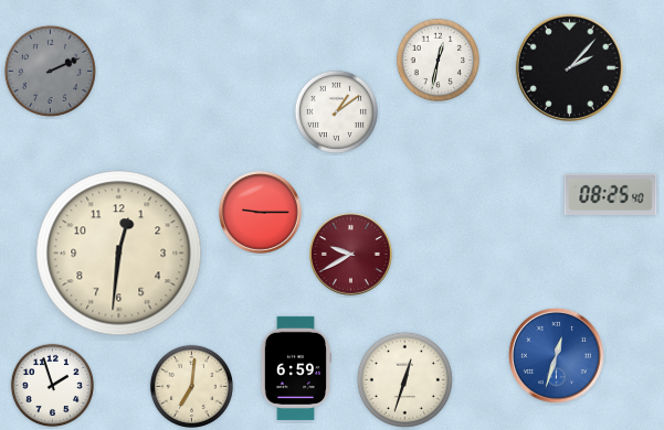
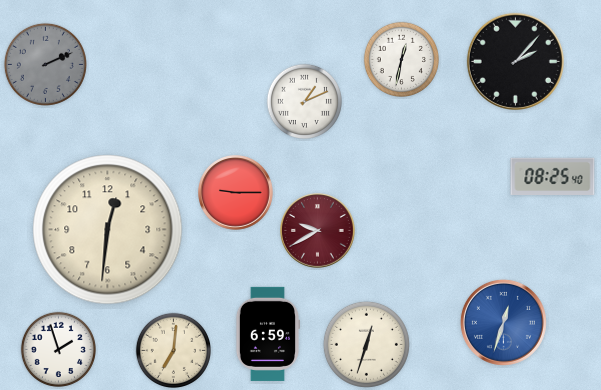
clock at (438, 60) position: (438, 60) -> (401, 59)
clock at (336, 111): 1:09 -> 1:11
clock at (52, 385) position: (52, 385) -> (58, 349)
